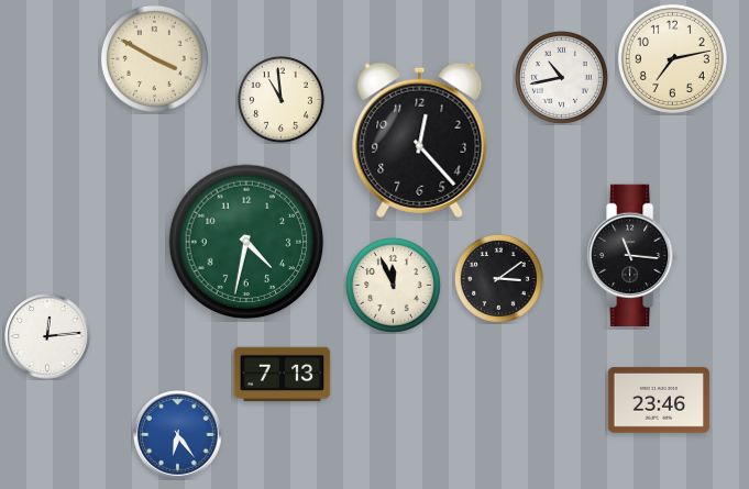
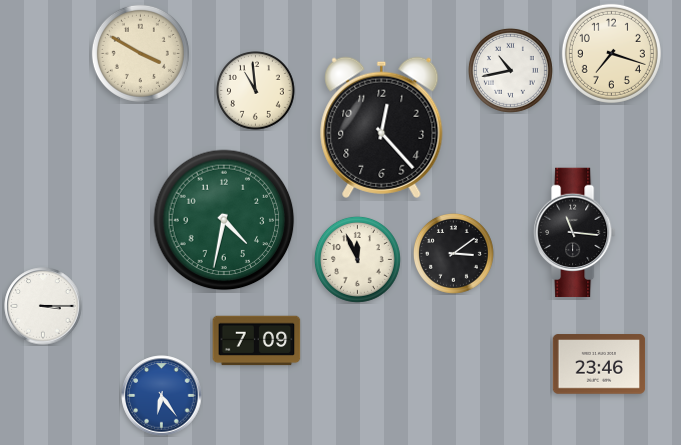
clock at (672, 58): 7:13 -> 7:18
clock at (47, 336): 12:14 -> 3:15
clock at (283, 375): 7:13 -> 7:09
